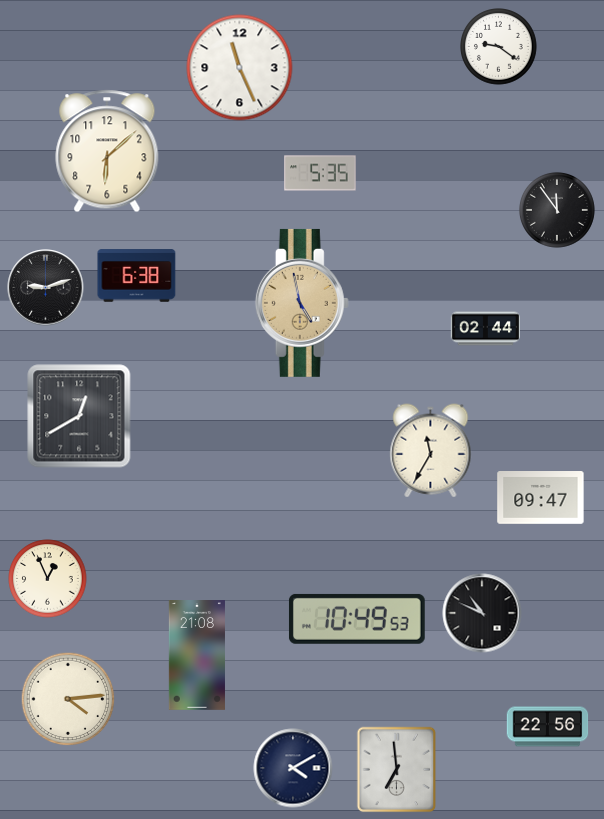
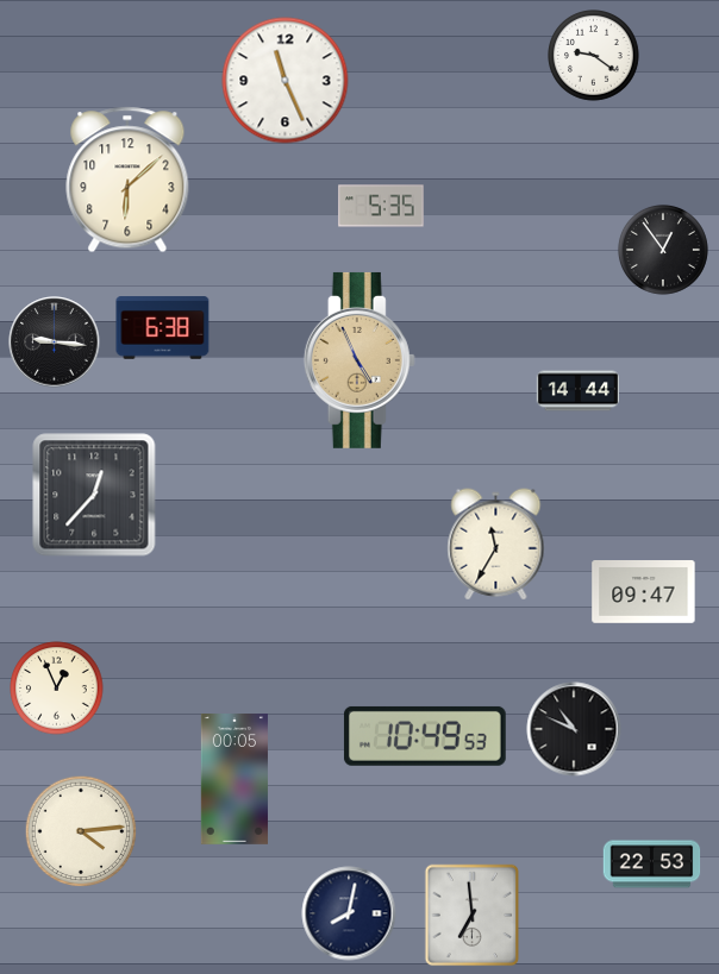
clock at (557, 210): 11:54 -> 12:54
clock at (46, 288): 9:12 -> 9:16
clock at (302, 303): 4:58 -> 4:56
clock at (485, 329): 02:44 -> 14:44
clock at (79, 416): 12:40 -> 12:37
clock at (431, 451) position: (431, 451) -> (496, 545)
clock at (197, 656): 21:08 -> 00:05
clock at (548, 727): 22:56 -> 22:53
clock at (293, 768): 4:10 -> 8:02
